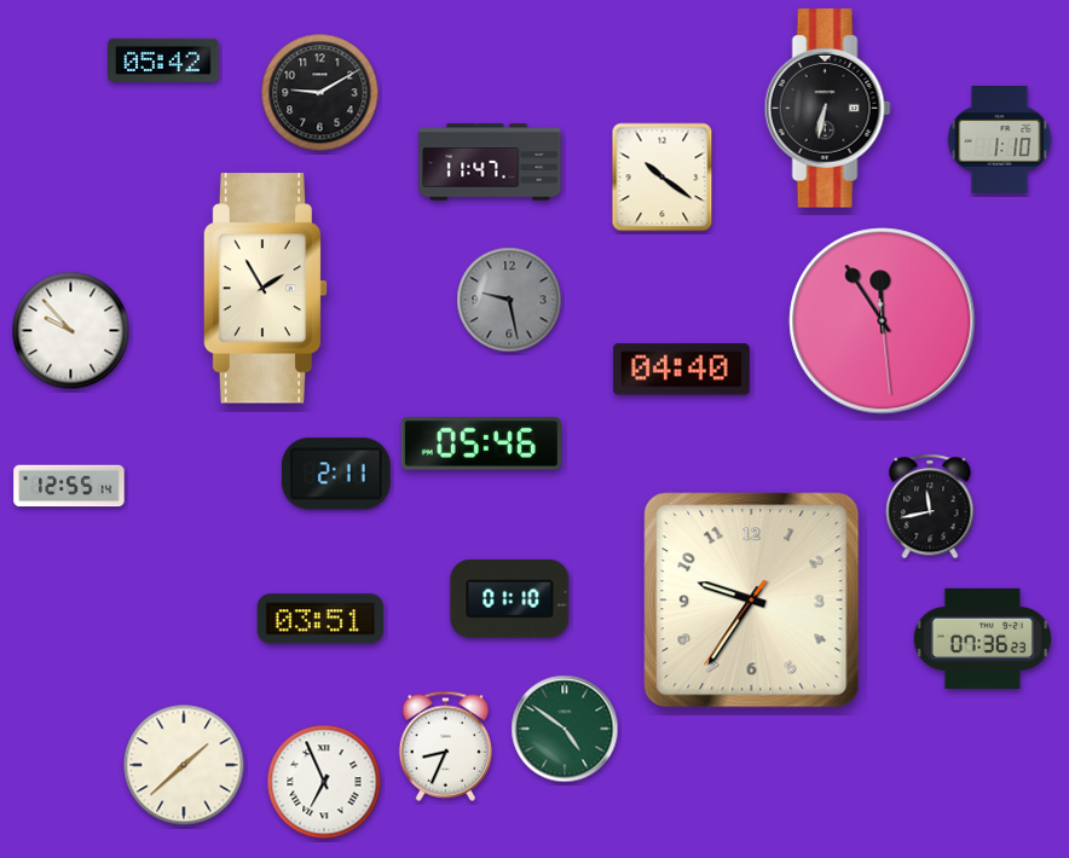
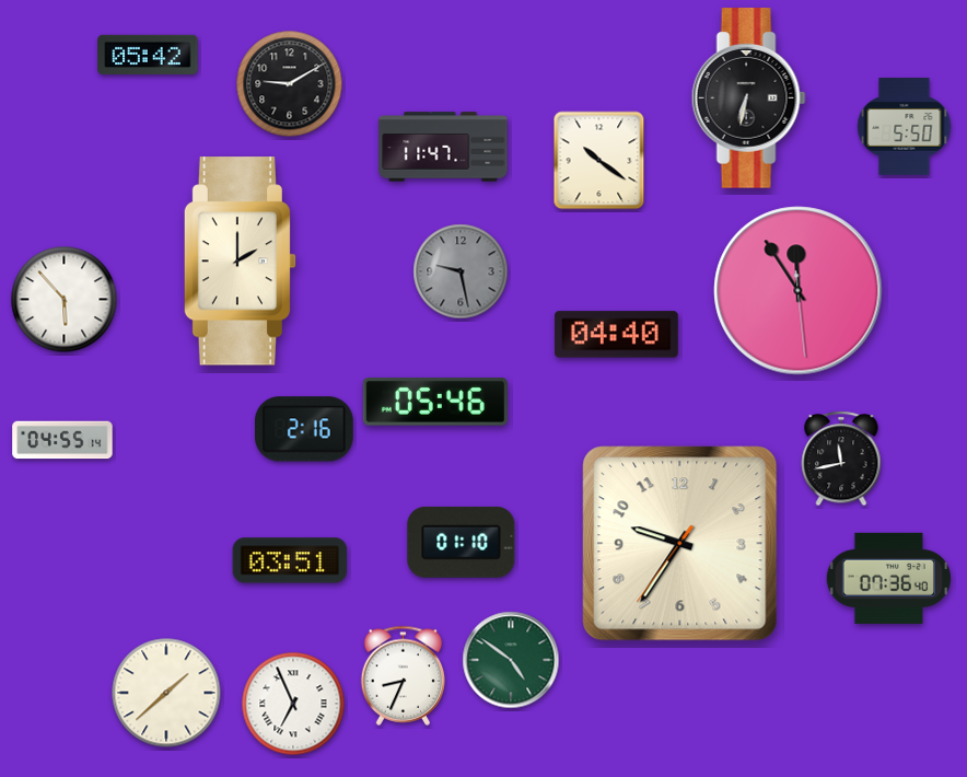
clock at (1000, 140): 1:10 -> 5:50
clock at (266, 289): 1:55 -> 2:00
clock at (71, 331): 9:53 -> 5:53
clock at (336, 474): 2:11 -> 2:16
clock at (69, 486): 12:55 -> 04:55
clock at (982, 638): 07:36:23 -> 07:36:40
clock at (324, 782) position: (324, 782) -> (293, 704)
